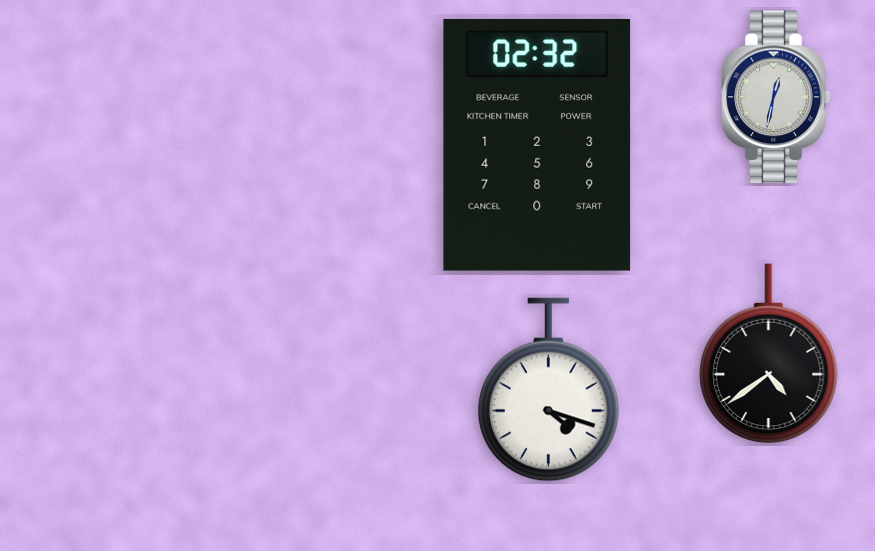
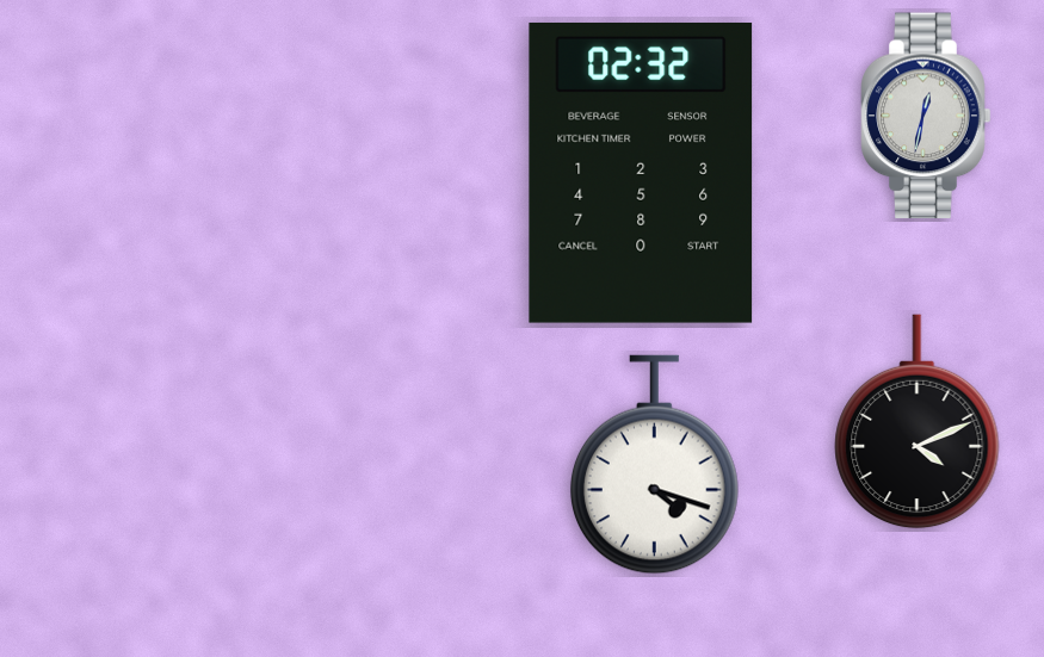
clock at (769, 354): 4:39 -> 4:11
